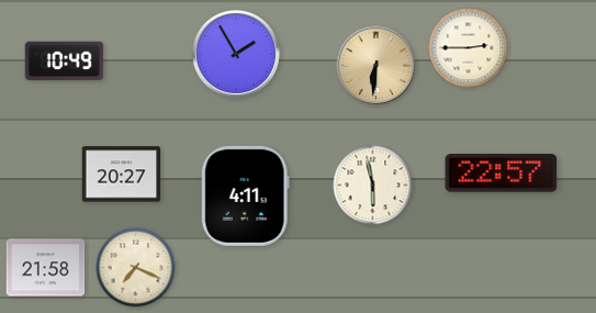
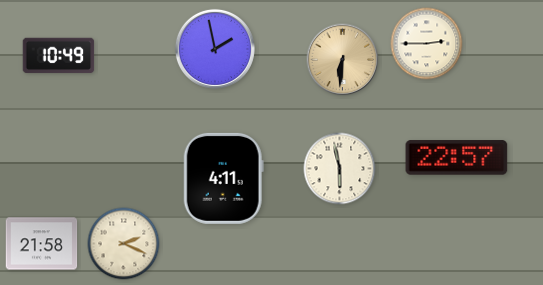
clock at (236, 54): 1:55 -> 1:58
clock at (122, 175): 20:27 -> none
clock at (136, 268): 7:19 -> 2:19
